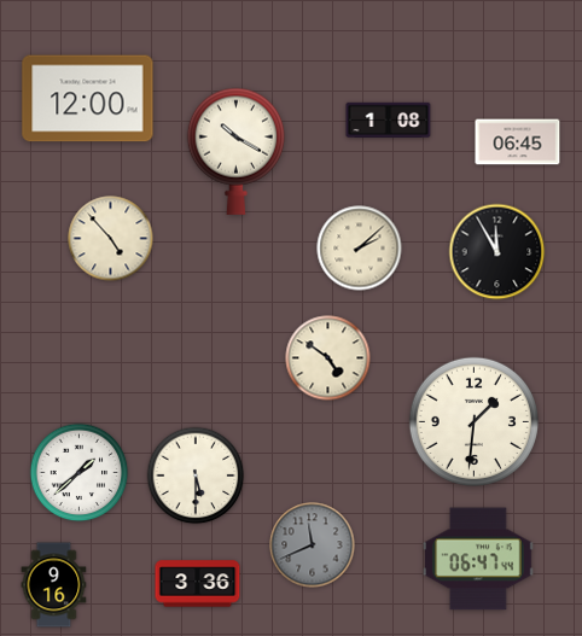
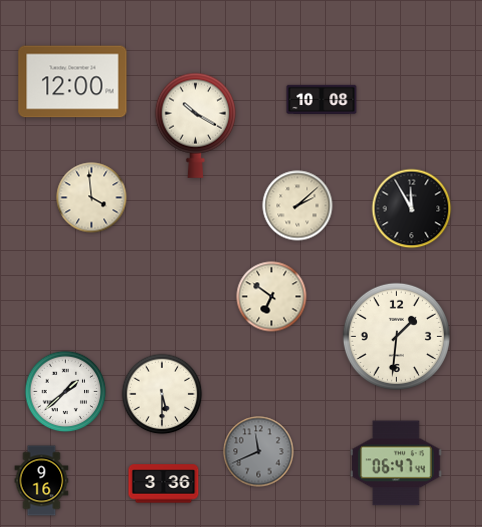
clock at (389, 119): 1:08 -> 10:08
clock at (518, 142): 06:45 -> none
clock at (111, 239): 4:53 -> 3:59
clock at (328, 358): 4:51 -> 6:51
clock at (473, 421) position: (473, 421) -> (396, 336)
clock at (54, 585) position: (54, 585) -> (42, 481)
